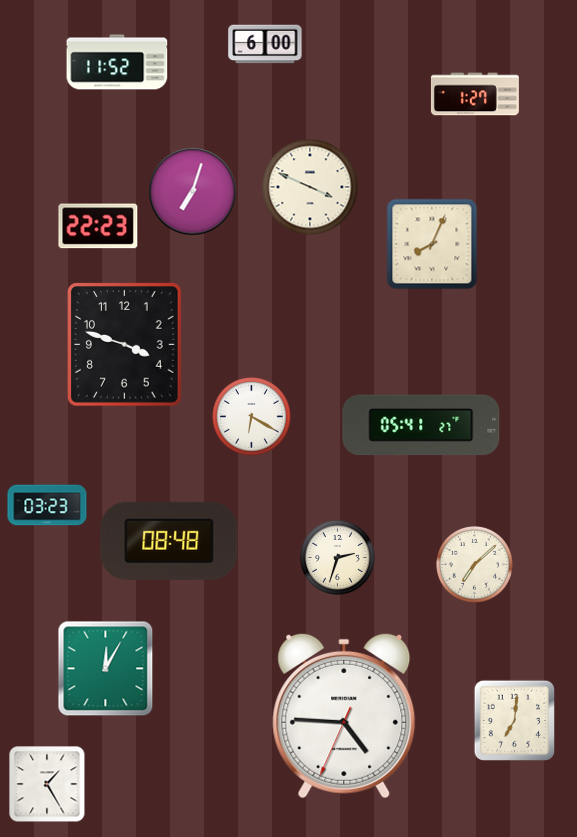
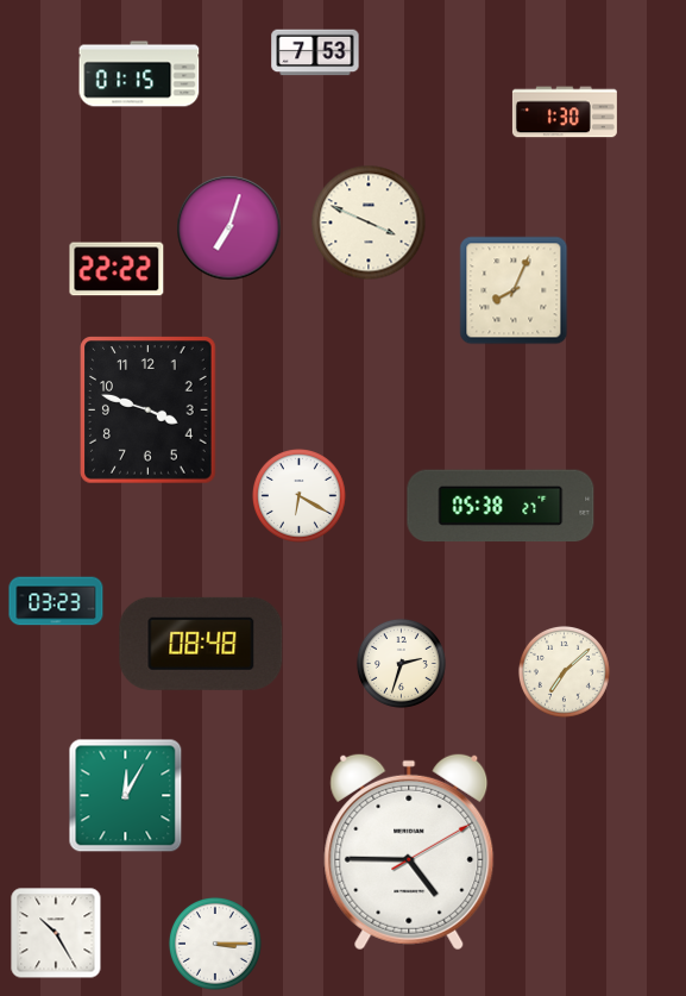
clock at (265, 44): 6:00 -> 7:53
clock at (117, 62): 11:52 -> 01:15
clock at (475, 94): 1:27 -> 1:30
clock at (98, 226): 22:23 -> 22:22
clock at (421, 425): 05:41 -> 05:38
clock at (344, 716): 4:45:34 -> 4:45:10
clock at (515, 721): 7:01 -> none
clock at (47, 784): 1:25 -> 10:25
clock at (215, 944): none -> 3:15
